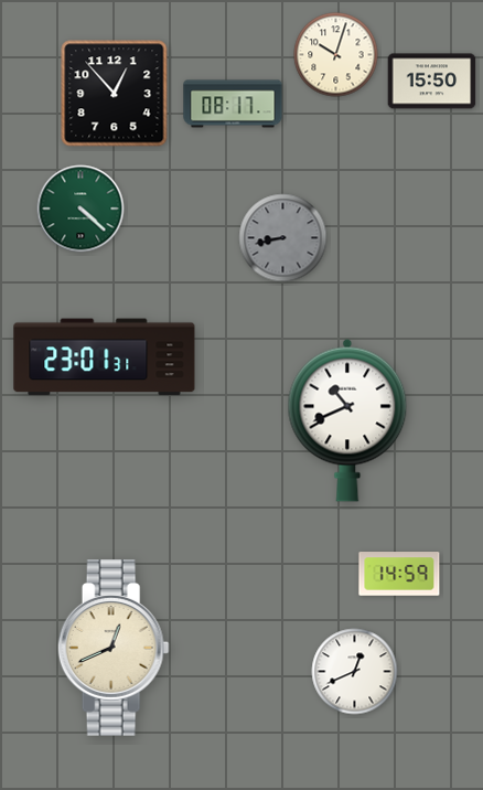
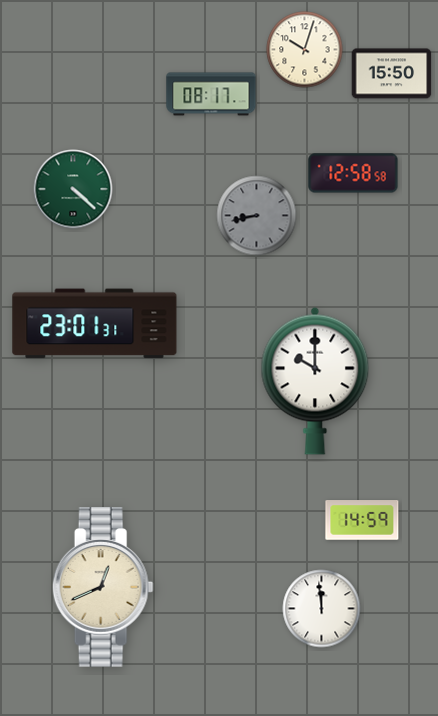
clock at (115, 94): 12:53 -> none
clock at (353, 173): none -> 12:58
clock at (347, 420): 10:41 -> 10:00
clock at (355, 672): 12:41 -> 11:59
